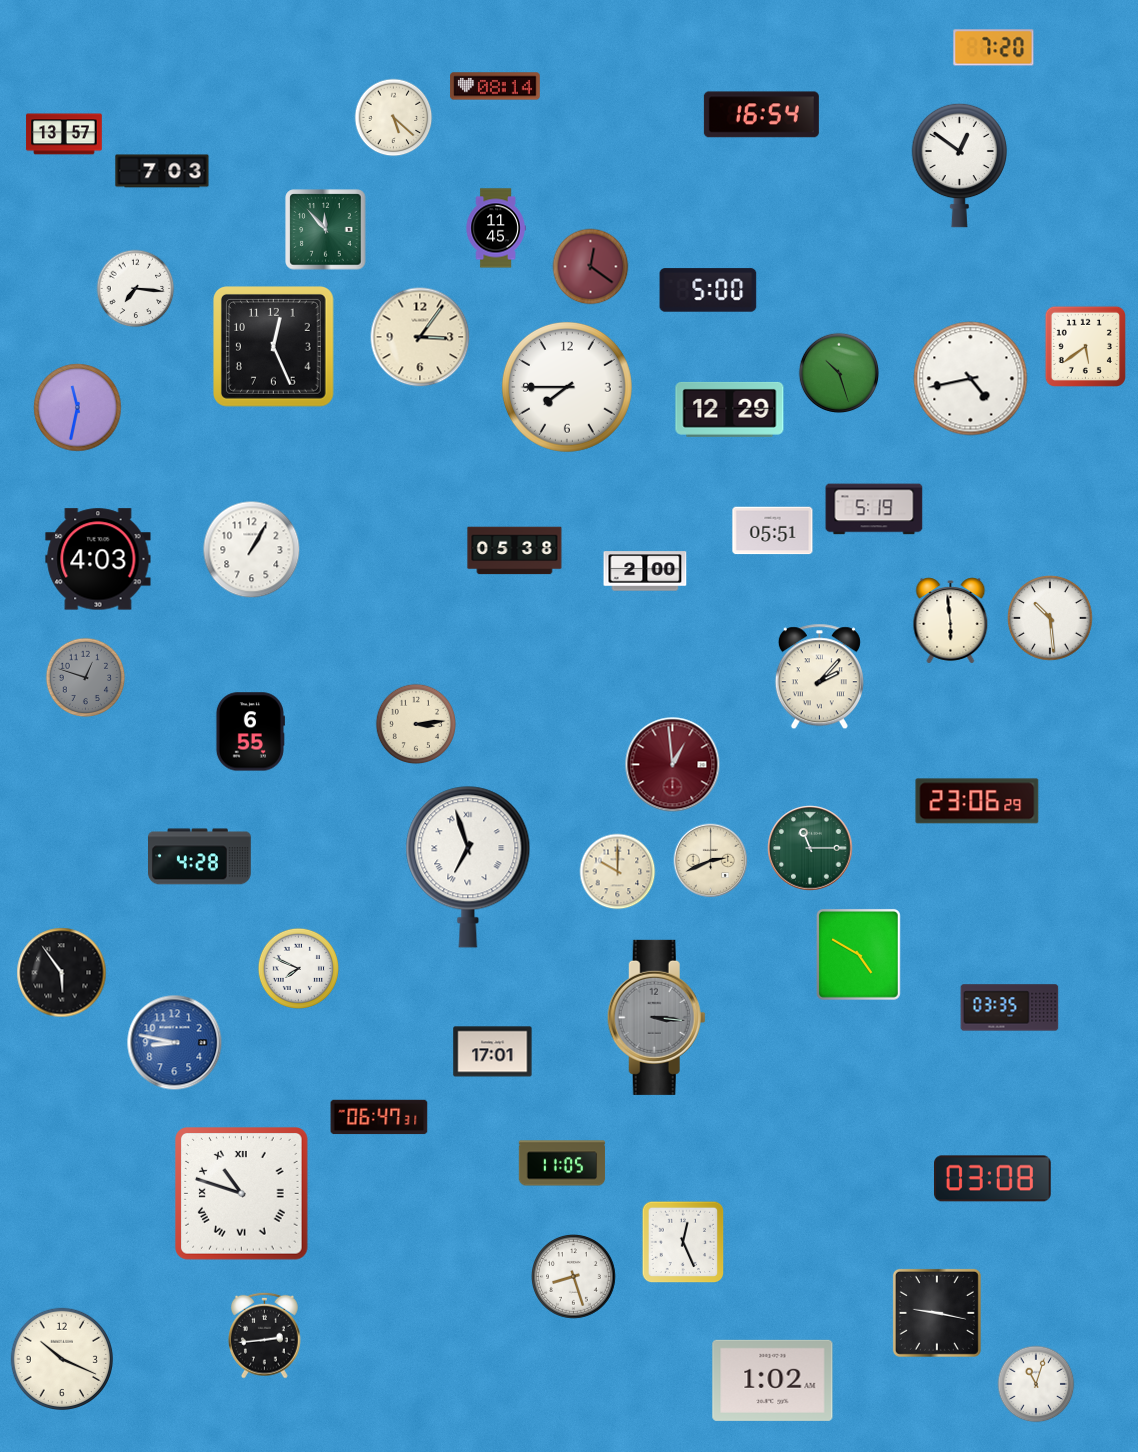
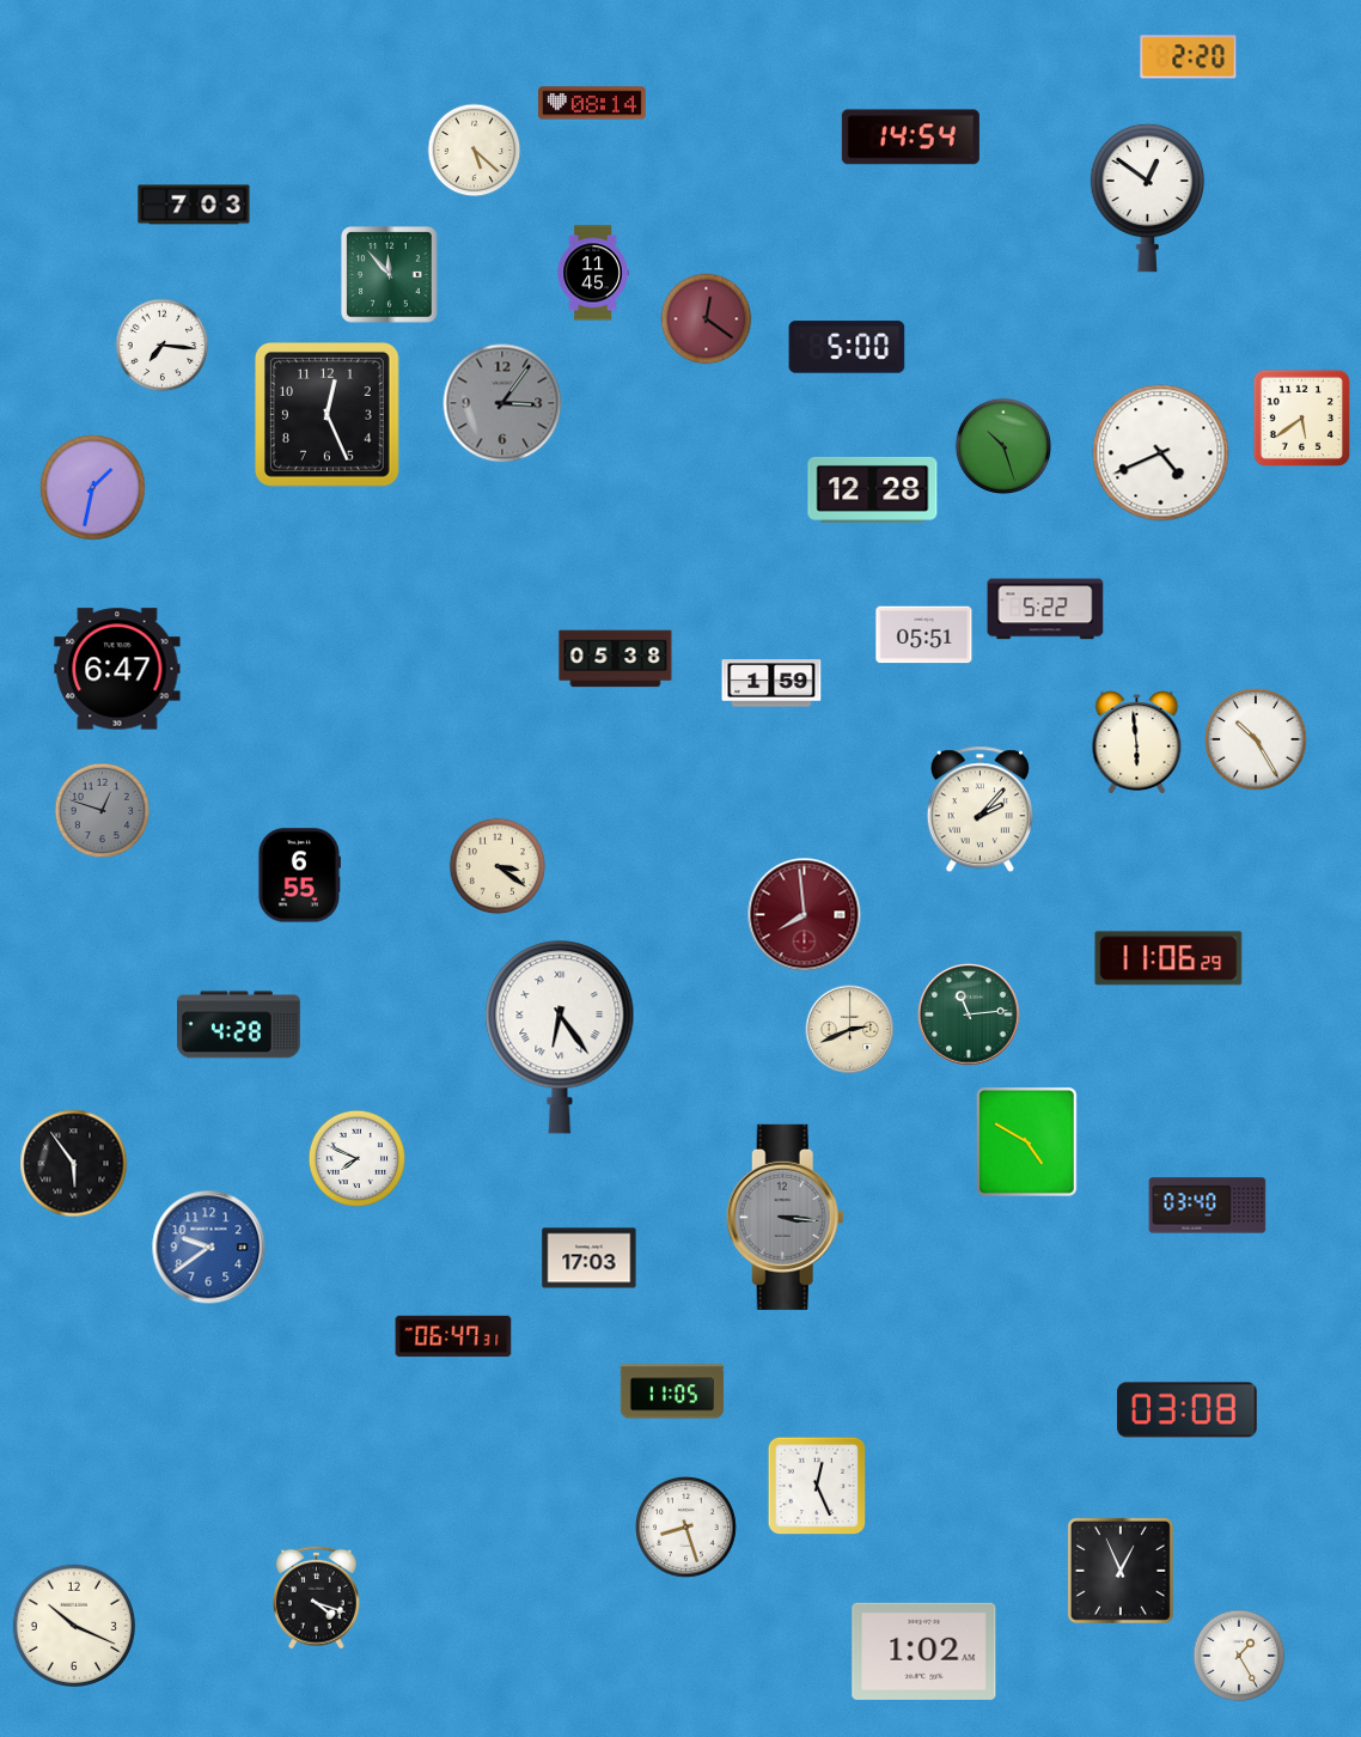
clock at (994, 48): 7:20 -> 2:20
clock at (761, 115): 16:54 -> 14:54
clock at (394, 118) position: (394, 118) -> (475, 151)
clock at (64, 134): 13:57 -> none
clock at (420, 337) dial: cream -> grey
clock at (1085, 346) position: (1085, 346) -> (1301, 418)
clock at (971, 379): 4:43 -> 4:41
clock at (567, 387): 7:45 -> none
clock at (78, 408): 11:32 -> 1:32
clock at (730, 409): 12:29 -> 12:28
clock at (874, 509): 5:19 -> 5:22
clock at (252, 550): 1:05 -> none
clock at (98, 559): 4:03 -> 6:47
clock at (645, 571): 2:00 -> 1:59
clock at (1050, 618): 10:29 -> 10:25
clock at (415, 723): 3:14 -> 3:21
clock at (673, 765): 12:59 -> 7:59
clock at (977, 801): 23:06 -> 11:06
clock at (810, 848): 11:15 -> 11:14
clock at (468, 867): 6:57 -> 6:24
clock at (618, 872): 10:00 -> none
clock at (1010, 1008): 03:35 -> 03:40
clock at (175, 1043): 8:47 -> 9:39
clock at (493, 1052): 17:01 -> 17:03
clock at (242, 1194): 10:48 -> none
clock at (937, 1313): 9:17 -> 12:56
clock at (265, 1335): 2:44 -> 4:18
clock at (1036, 1384): 11:03 -> 1:25
